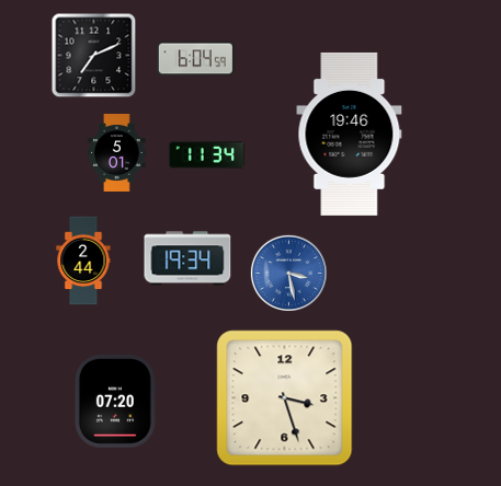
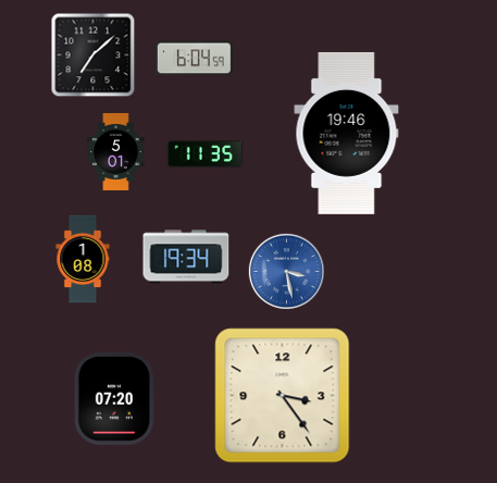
clock at (94, 56): 7:11 -> 7:08
clock at (207, 155): 11:34 -> 11:35
clock at (83, 261): 2:44 -> 1:08
clock at (285, 398): 3:27 -> 3:24
